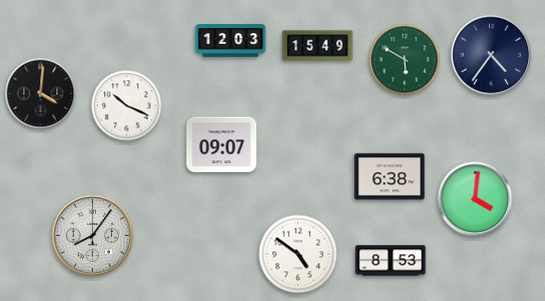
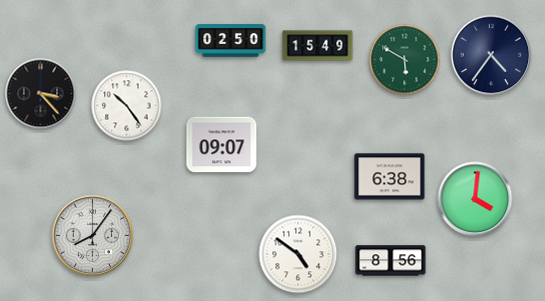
clock at (231, 41): 12:03 -> 02:50
clock at (41, 94): 4:01 -> 3:23
clock at (127, 106): 10:19 -> 10:24
clock at (391, 261): 8:53 -> 8:56
